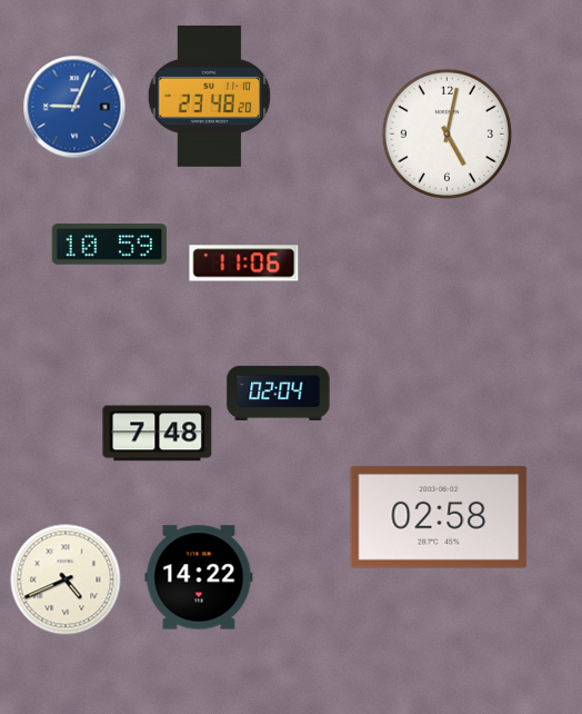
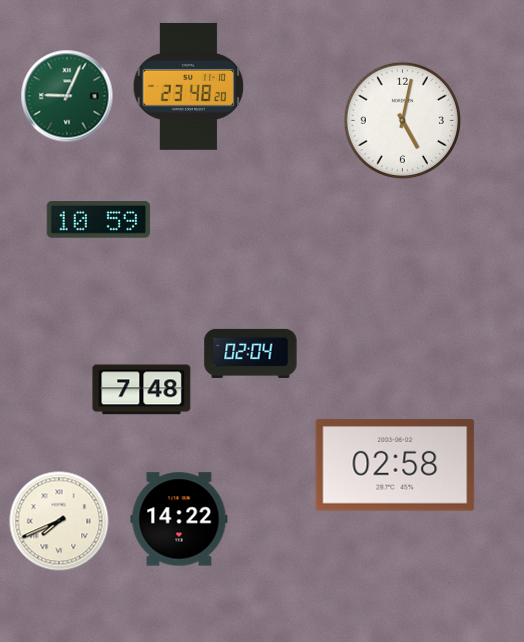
clock at (74, 107) dial: blue -> green
clock at (244, 264): 11:06 -> none
clock at (66, 579): 4:41 -> 7:41
